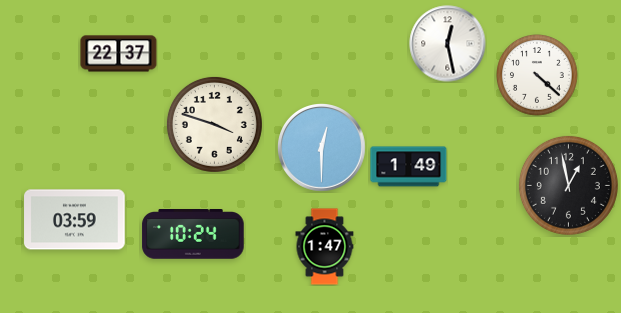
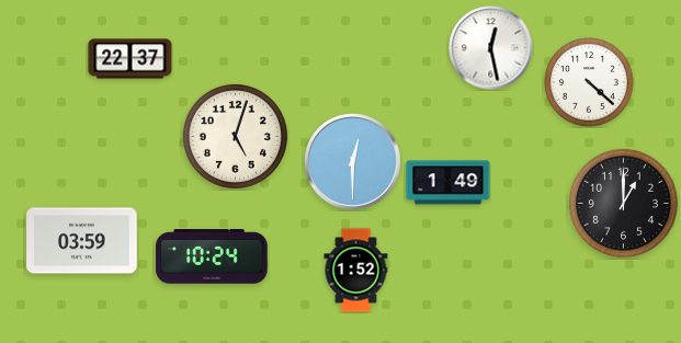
clock at (214, 124): 3:48 -> 5:03
clock at (568, 185): 12:58 -> 1:00
clock at (325, 247): 1:47 -> 1:52
